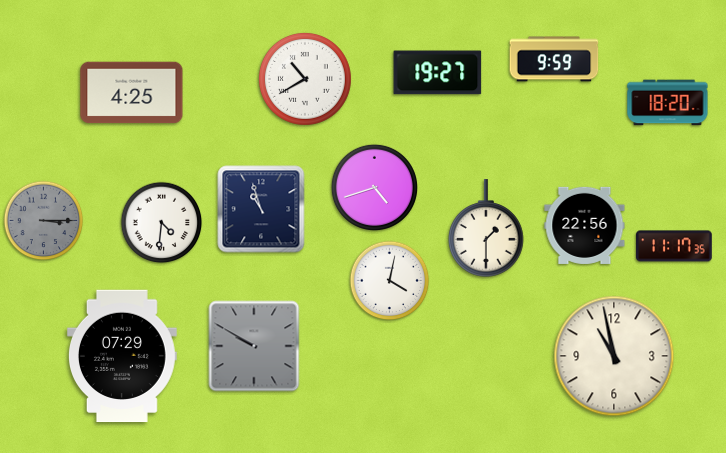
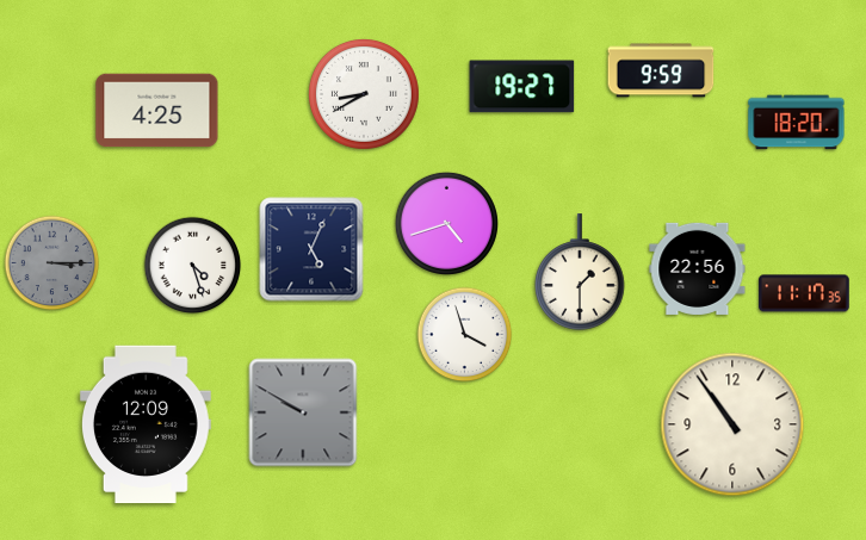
clock at (305, 79): 10:40 -> 8:40
clock at (261, 209): 10:57 -> 5:04
clock at (162, 223): 4:31 -> 4:27
clock at (390, 281): 4:02 -> 3:57
clock at (122, 356): 07:29 -> 12:09
clock at (614, 356): 10:58 -> 10:54
